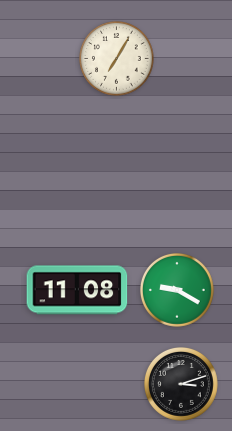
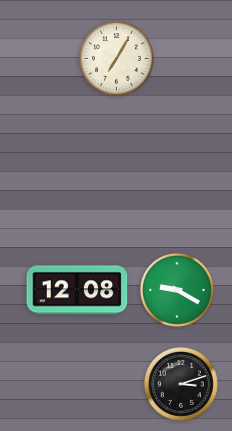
clock at (77, 290): 11:08 -> 12:08
